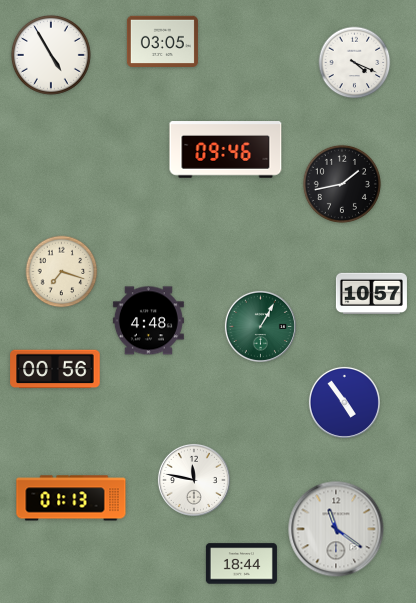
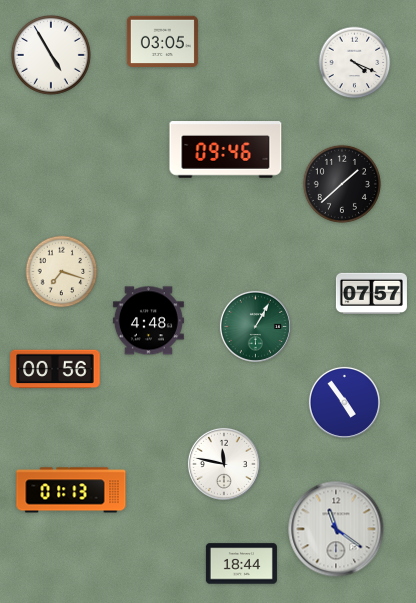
clock at (342, 184): 1:43 -> 1:38
clock at (371, 294): 10:57 -> 07:57
clock at (260, 326) position: (260, 326) -> (255, 326)
clock at (194, 480) position: (194, 480) -> (224, 464)
clock at (71, 498) position: (71, 498) -> (71, 490)
